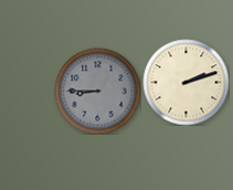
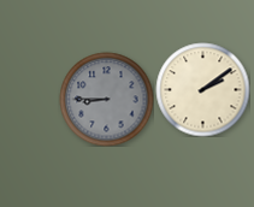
clock at (186, 82): 2:12 -> 2:09
